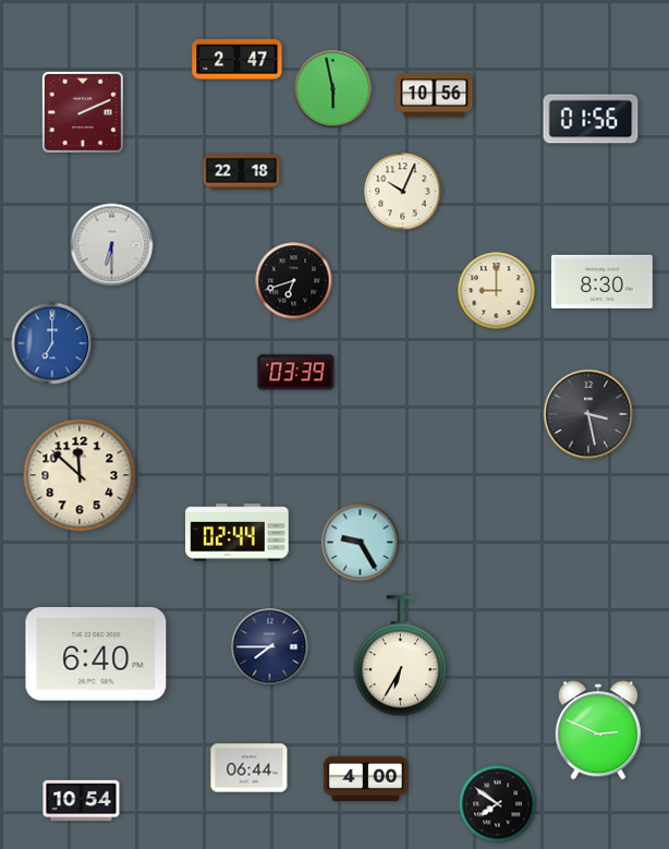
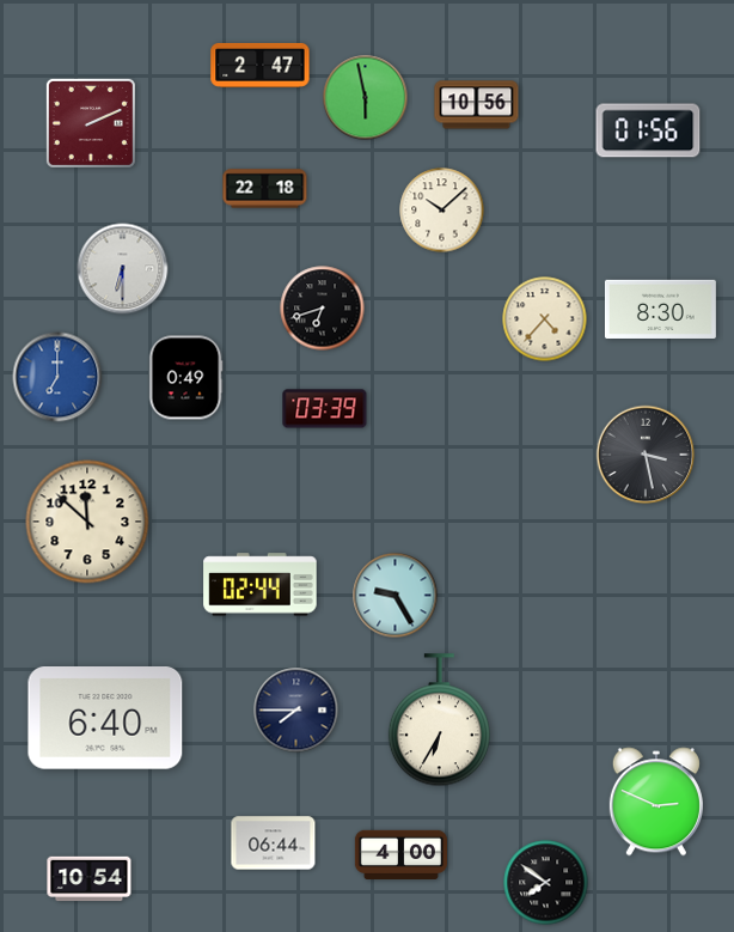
clock at (403, 192): 10:04 -> 10:08
clock at (497, 291): 9:00 -> 4:37
clock at (185, 378): none -> 0:49
